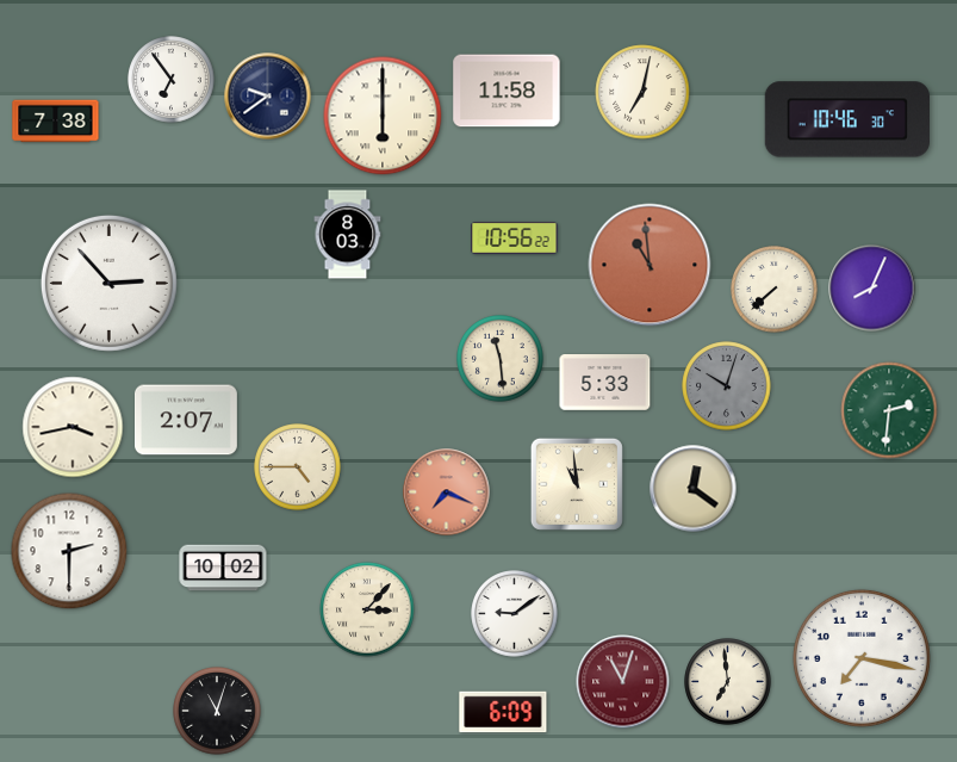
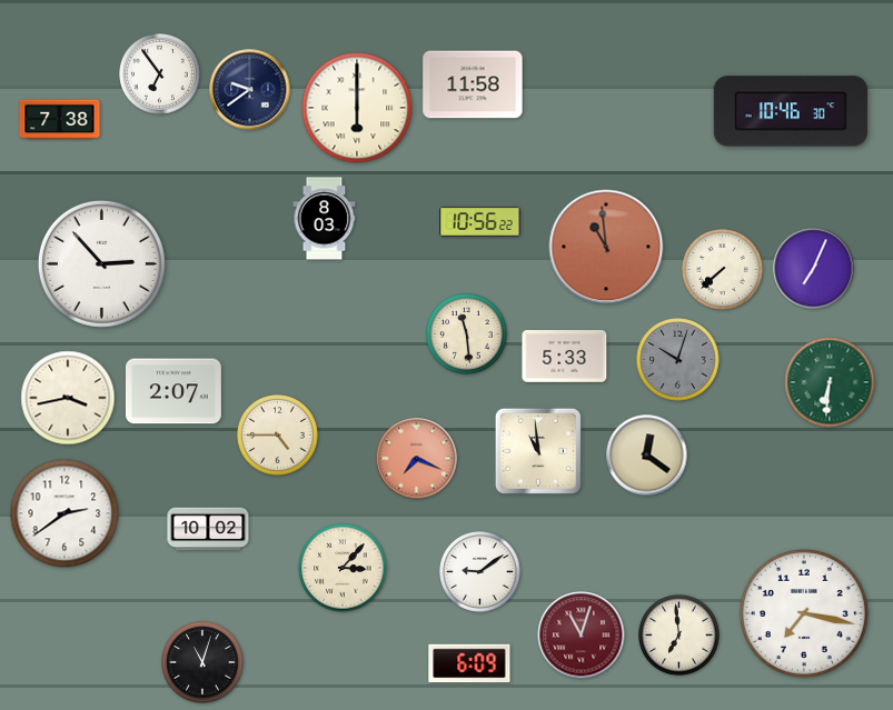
clock at (642, 92): 7:02 -> none
clock at (56, 122) position: (56, 122) -> (60, 120)
clock at (872, 289): 8:04 -> 7:04
clock at (889, 410): 2:31 -> 6:31
clock at (69, 551): 2:30 -> 2:39
